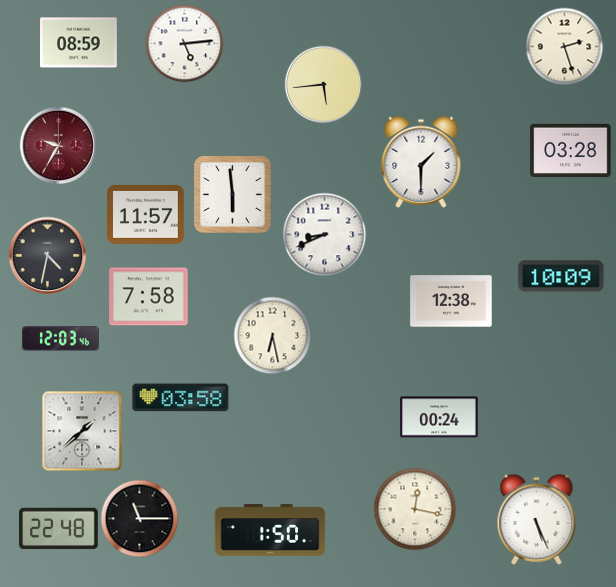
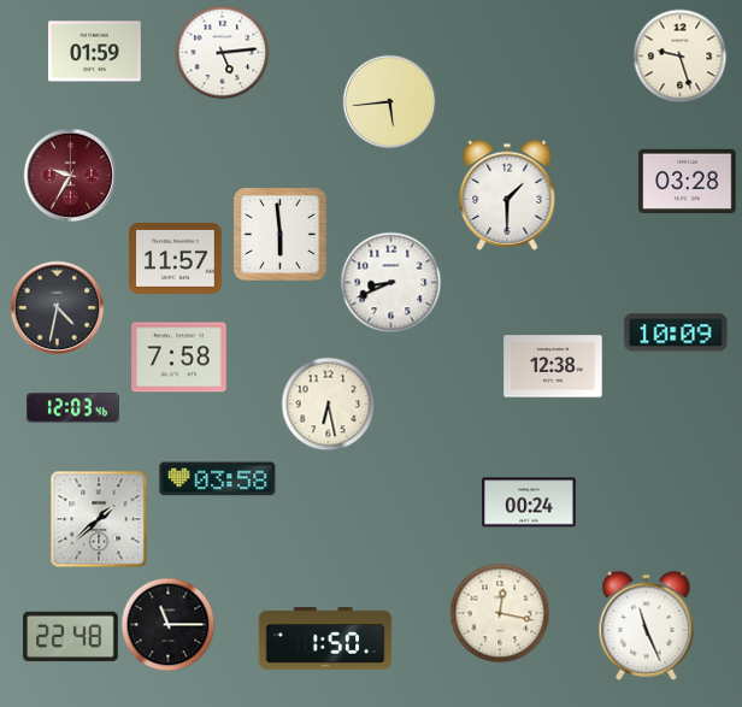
clock at (79, 43): 08:59 -> 01:59
clock at (564, 46): 2:27 -> 9:27
clock at (451, 301) position: (451, 301) -> (553, 366)
clock at (537, 519): 5:26 -> 11:26
